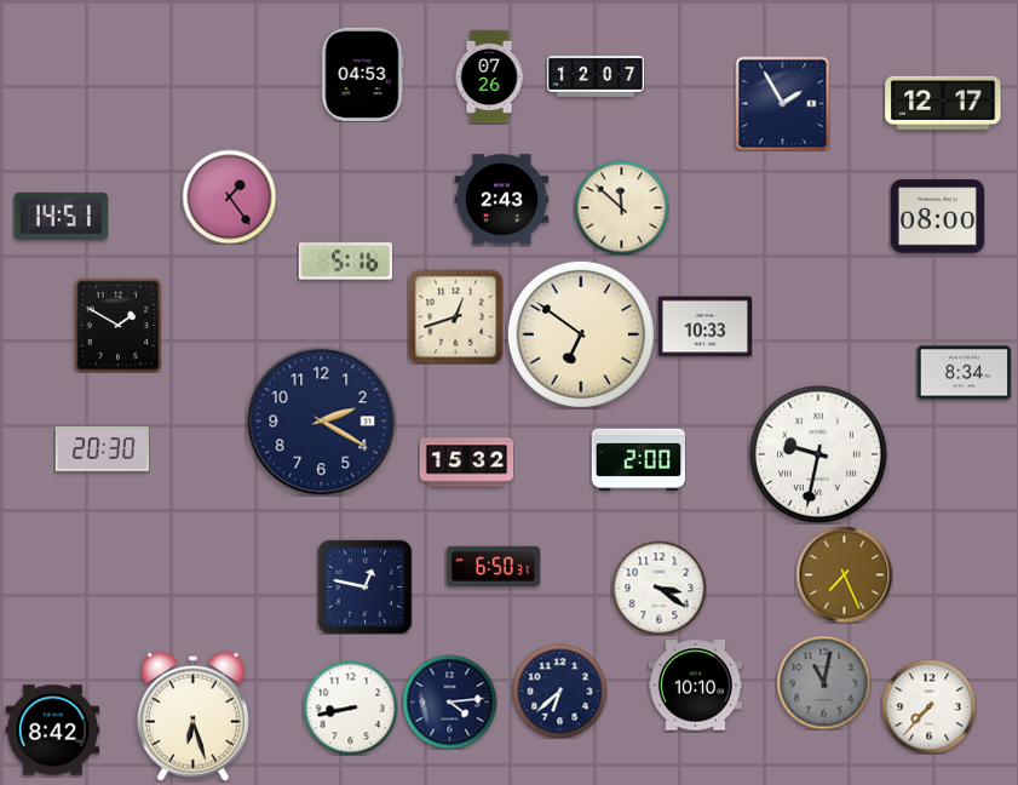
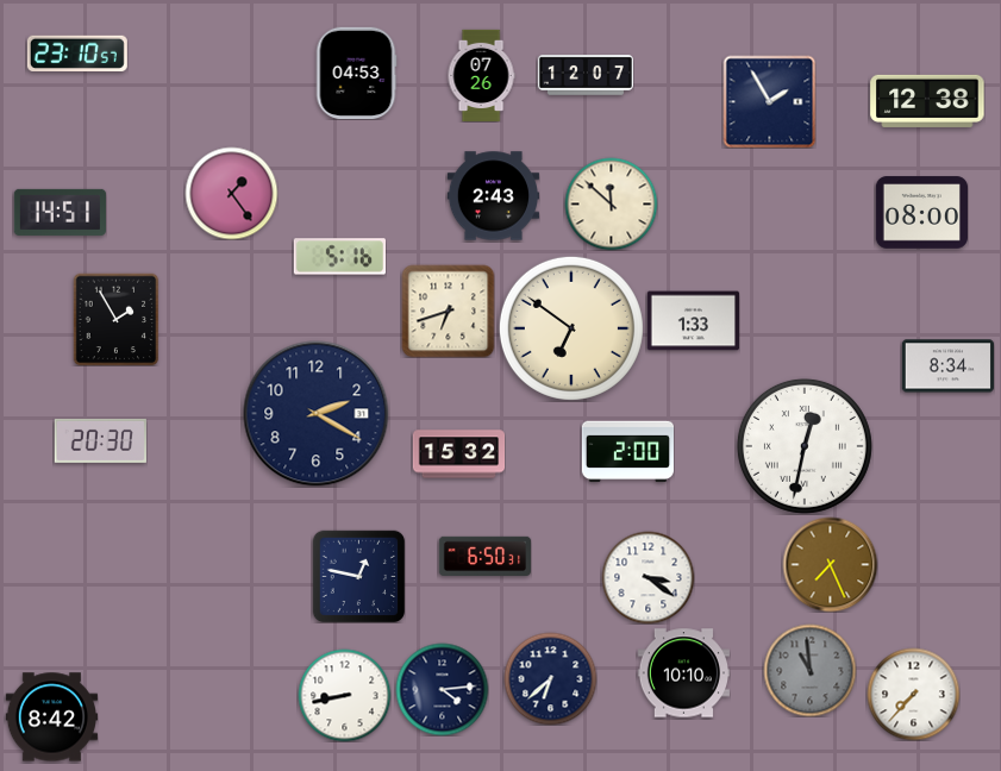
clock at (77, 54): none -> 23:10
clock at (943, 103): 12:17 -> 12:38
clock at (229, 196) position: (229, 196) -> (231, 193)
clock at (455, 316): 12:42 -> 6:42
clock at (119, 325): 1:50 -> 1:55
clock at (704, 327): 10:33 -> 1:33
clock at (818, 454): 9:32 -> 12:32
clock at (823, 682): 11:02 -> 10:59
clock at (192, 716): 6:27 -> none
